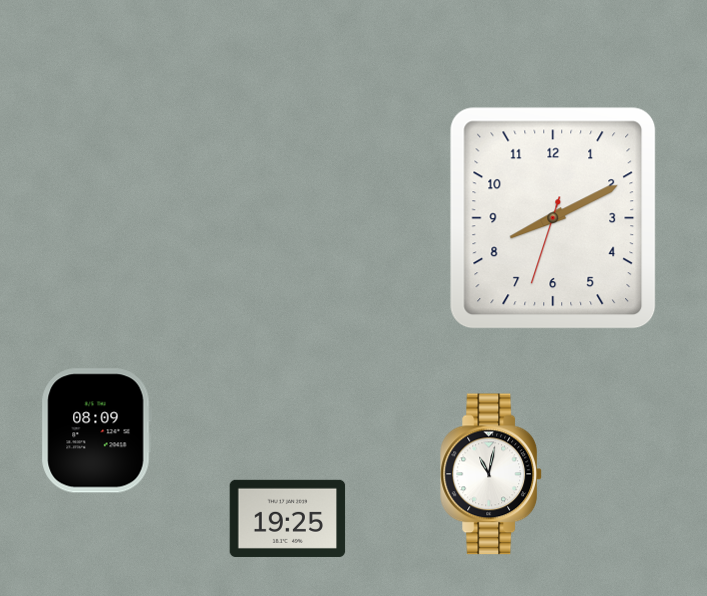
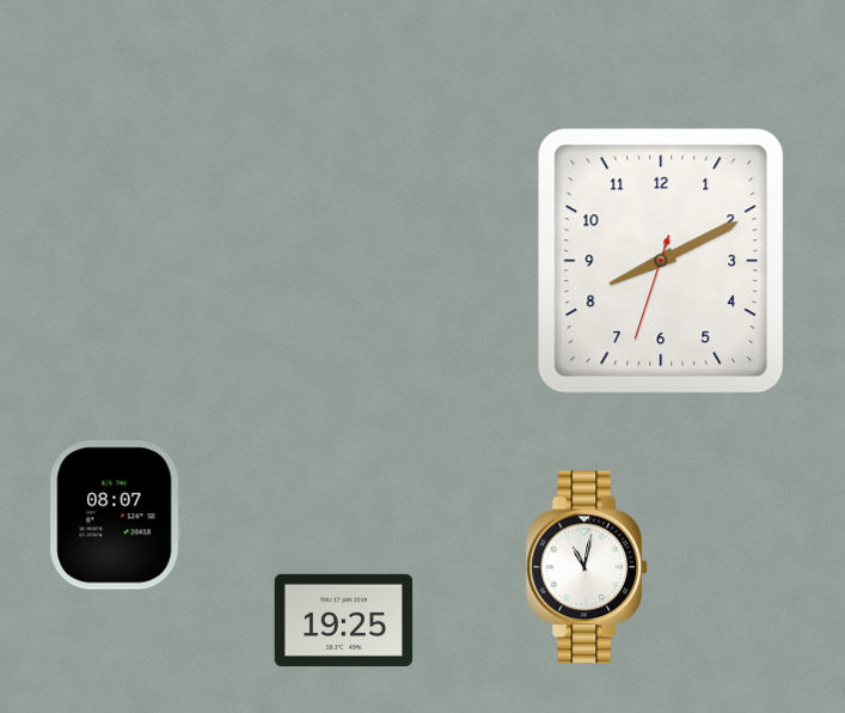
clock at (96, 431): 08:09 -> 08:07
